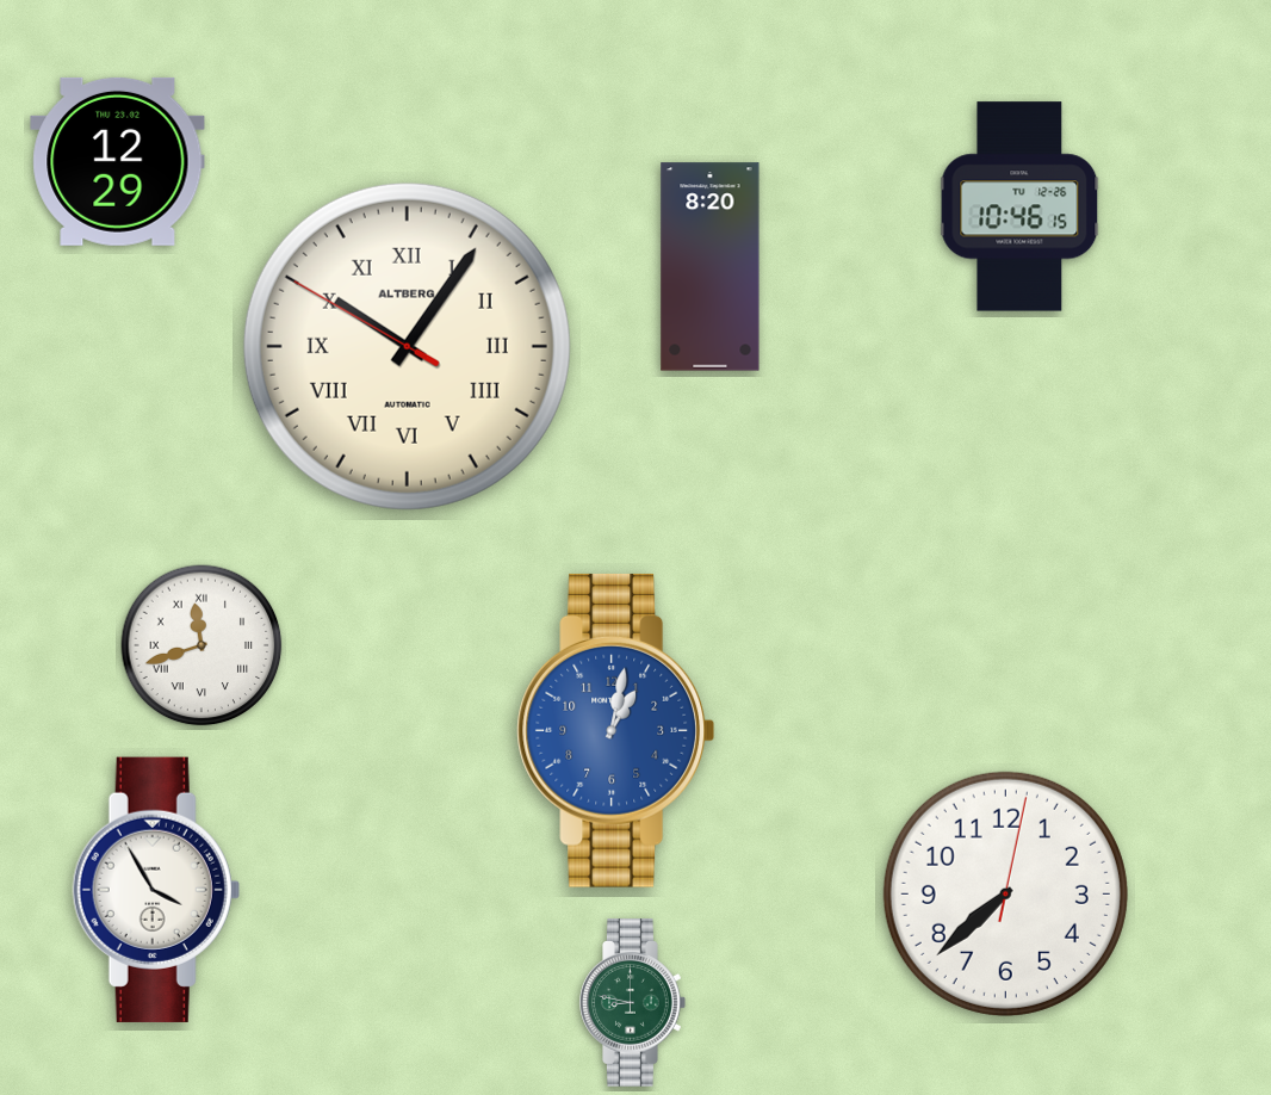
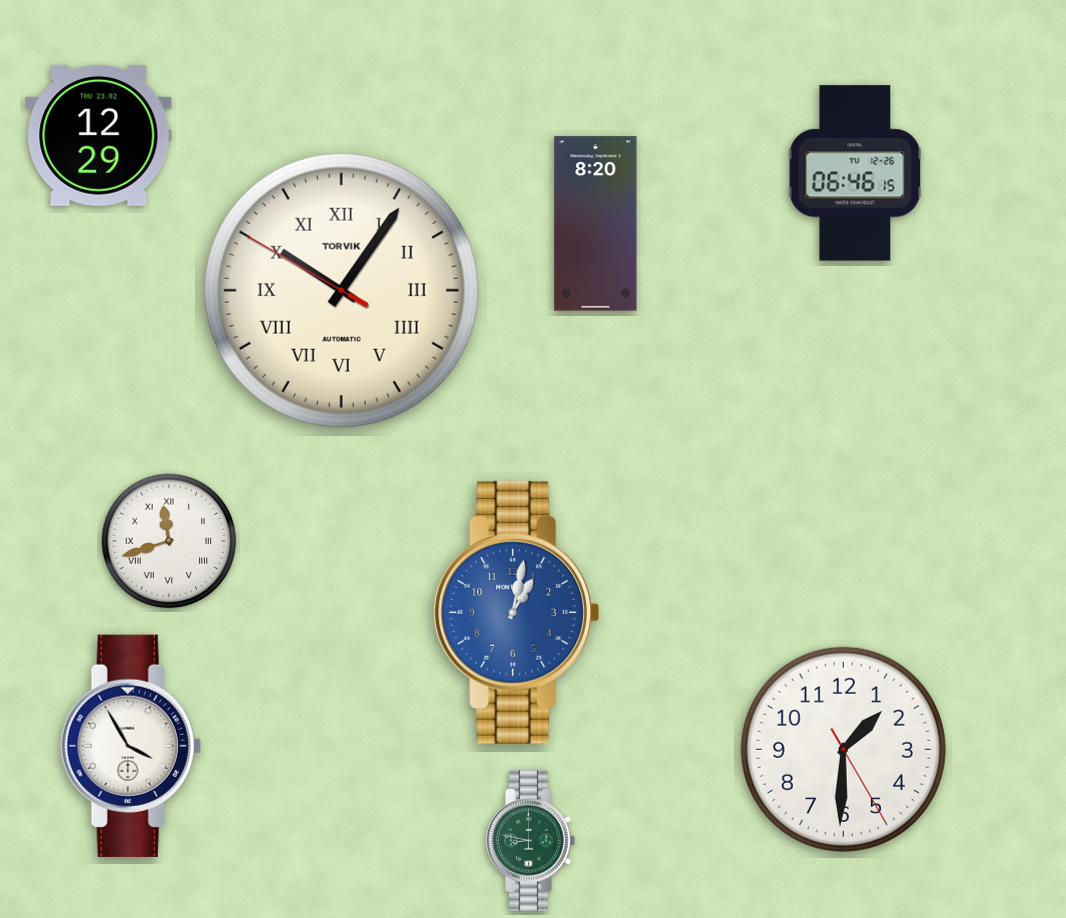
clock at (1019, 206): 10:46 -> 06:46
clock at (407, 346) brand: ALTBERG -> TORVIK
clock at (1005, 893): 7:38 -> 1:30
